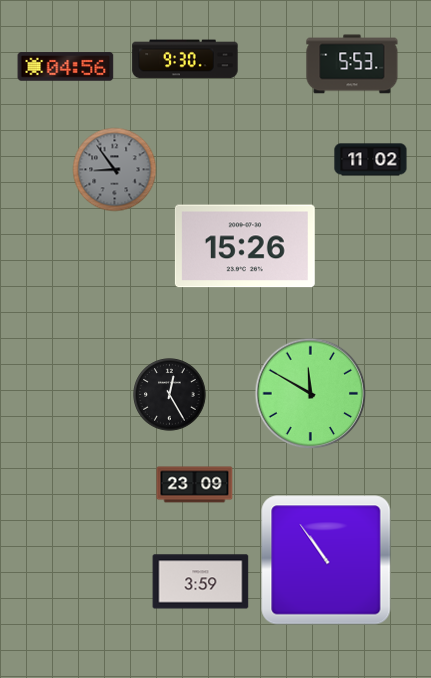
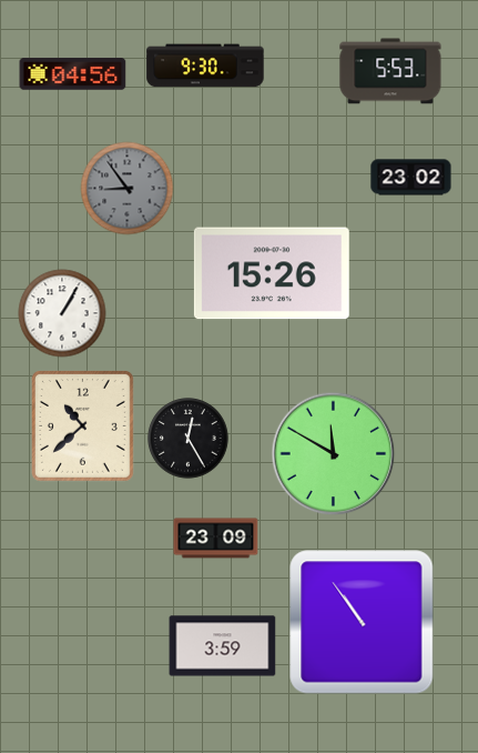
clock at (371, 160): 11:02 -> 23:02
clock at (62, 313): none -> 1:05
clock at (82, 426): none -> 10:38
clock at (311, 394) position: (311, 394) -> (334, 454)
